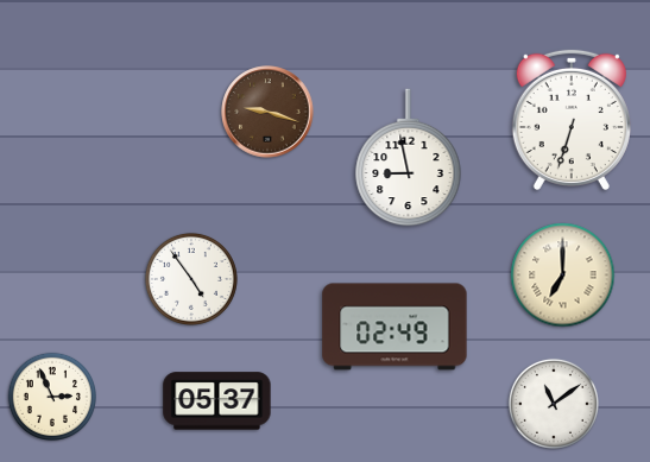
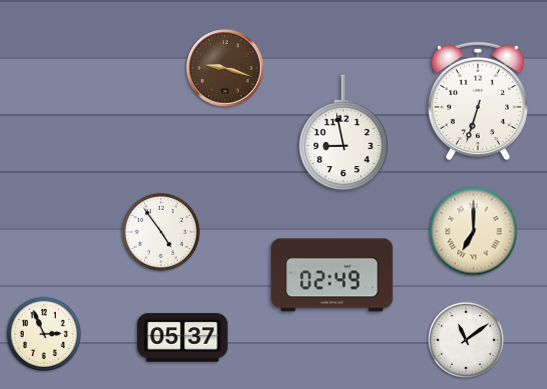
clock at (267, 112) position: (267, 112) -> (225, 68)
clock at (572, 119) position: (572, 119) -> (478, 100)
clock at (191, 279) position: (191, 279) -> (161, 232)
